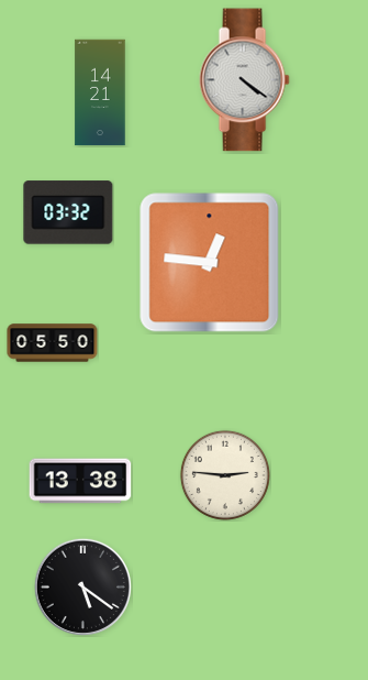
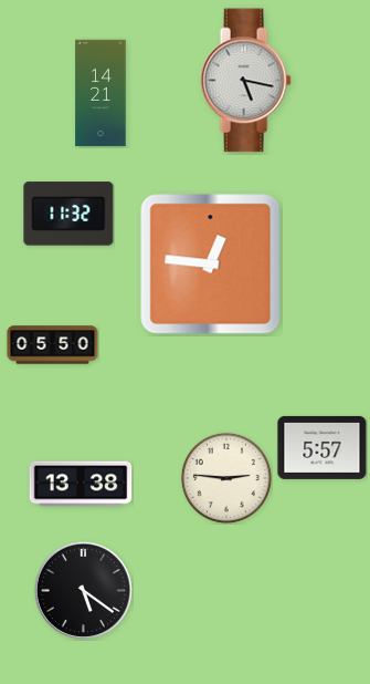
clock at (244, 80): 4:21 -> 5:17
clock at (68, 212): 03:32 -> 11:32
clock at (323, 447): none -> 5:57
